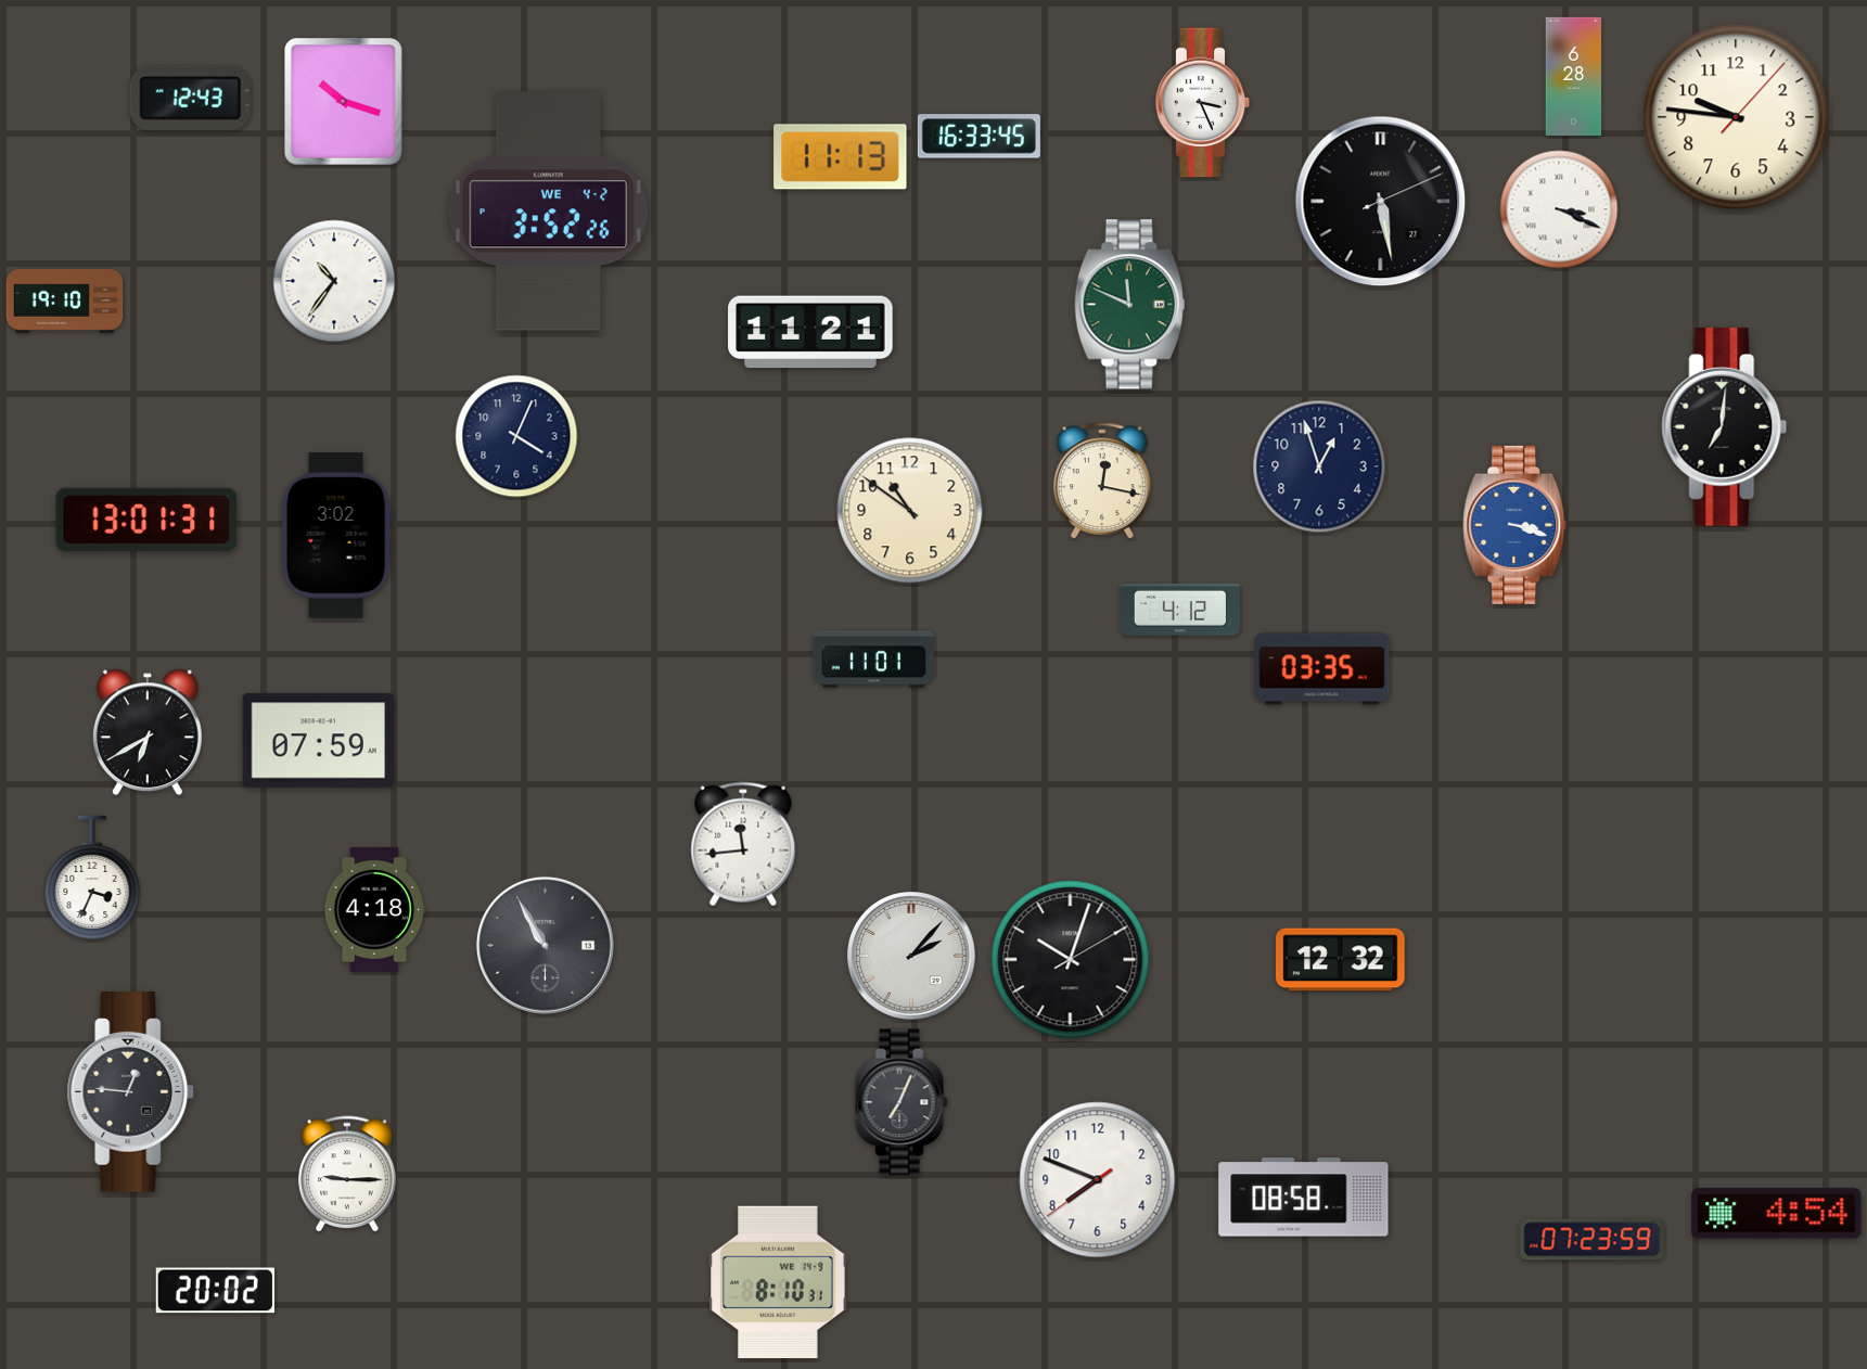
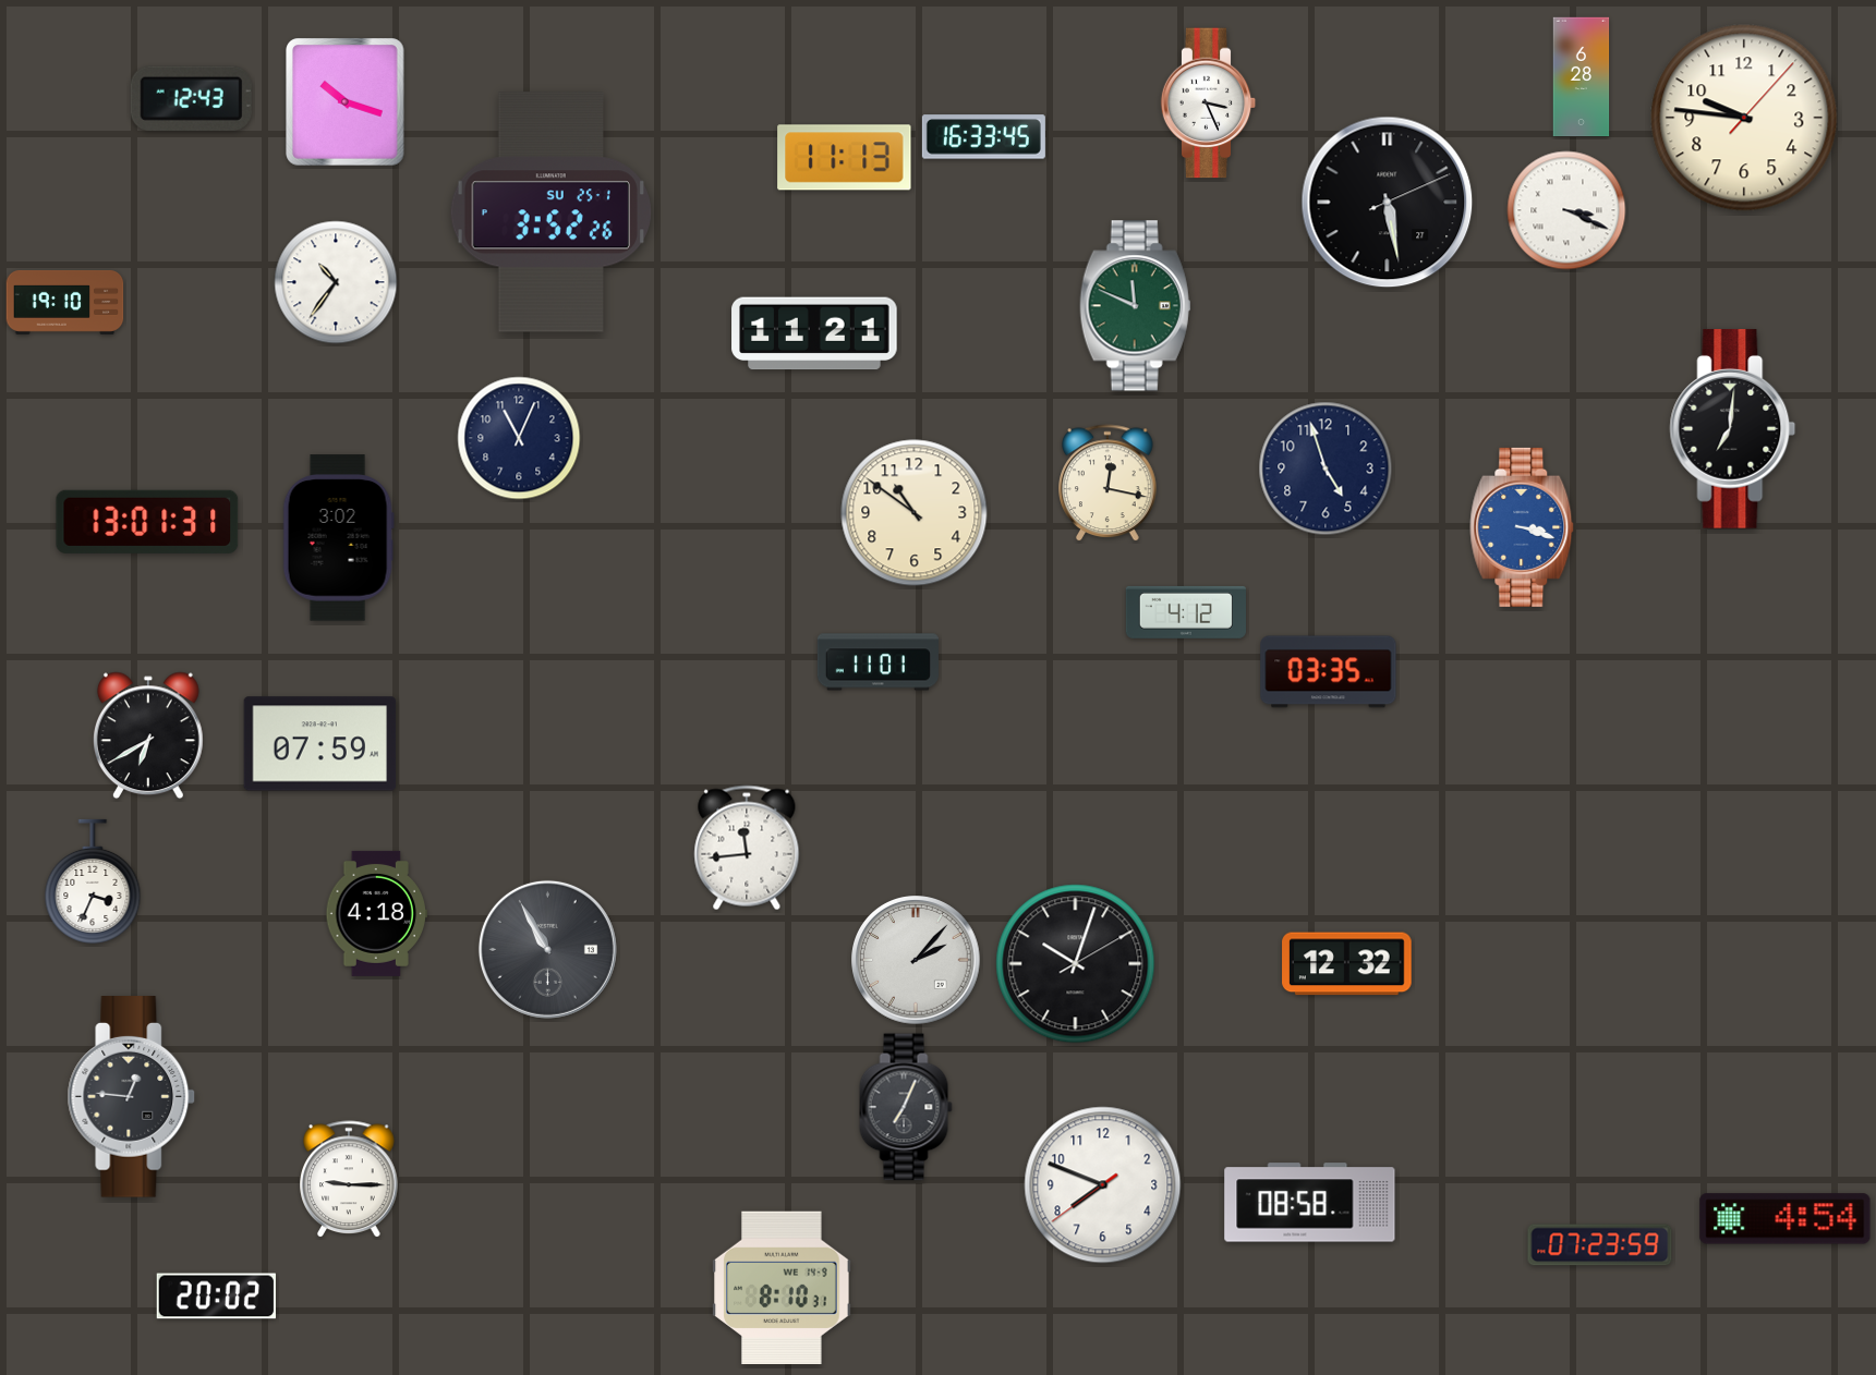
clock at (548, 212) date: WE 4-2 -> SU 25-1
clock at (516, 436): 4:04 -> 11:04
clock at (1319, 466): 12:57 -> 4:57
